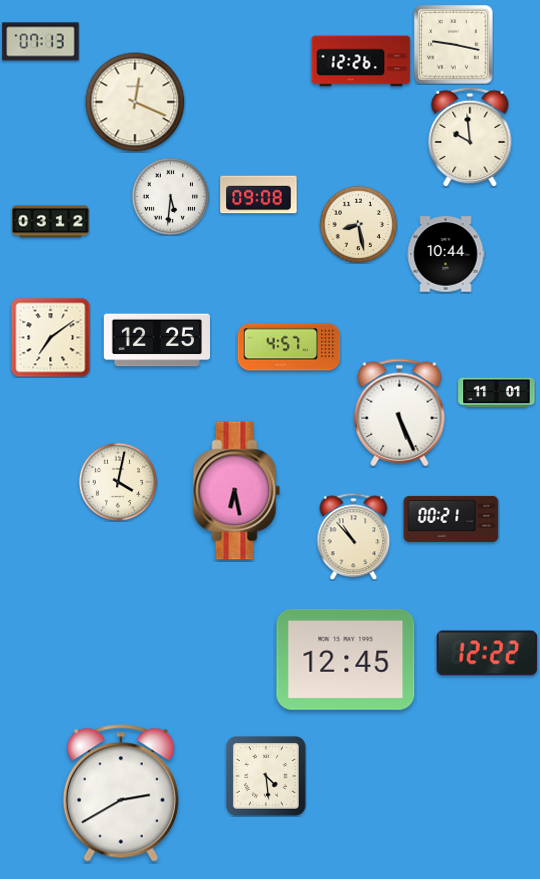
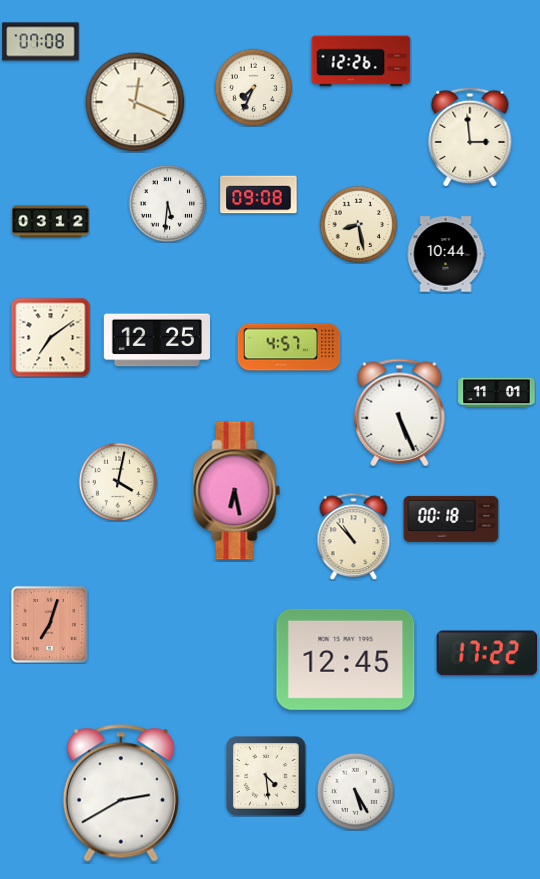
clock at (41, 42): 07:13 -> 07:08
clock at (454, 45): 9:17 -> none
clock at (253, 87): none -> 7:34
clock at (470, 137): 9:59 -> 2:59
clock at (170, 196) position: (170, 196) -> (167, 203)
clock at (451, 519): 00:21 -> 00:18
clock at (50, 625): none -> 7:03
clock at (487, 653): 12:22 -> 17:22
clock at (355, 791): none -> 5:25
